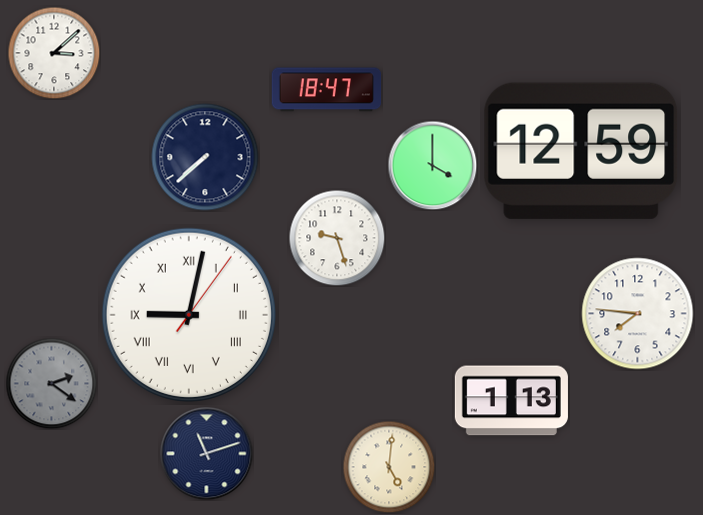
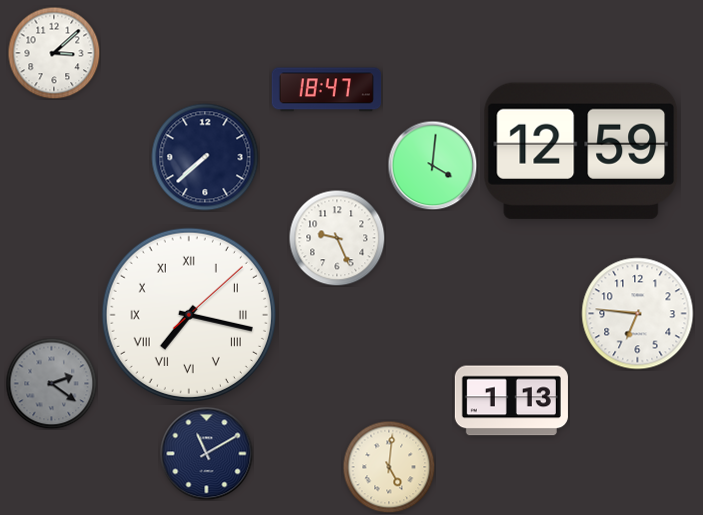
clock at (432, 165): 4:00 -> 4:01
clock at (337, 238): 9:27 -> 9:26
clock at (638, 314): 7:46 -> 6:46
clock at (189, 315): 9:02 -> 7:17
clock at (206, 453): 11:12 -> 11:10
